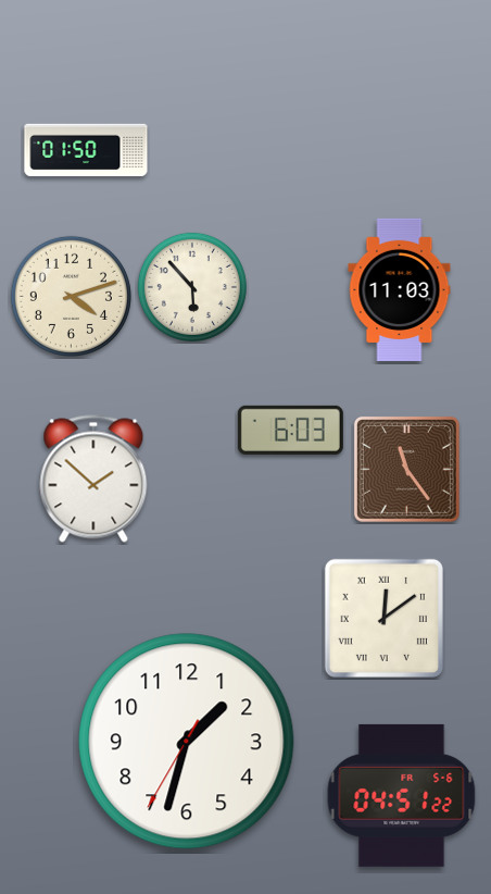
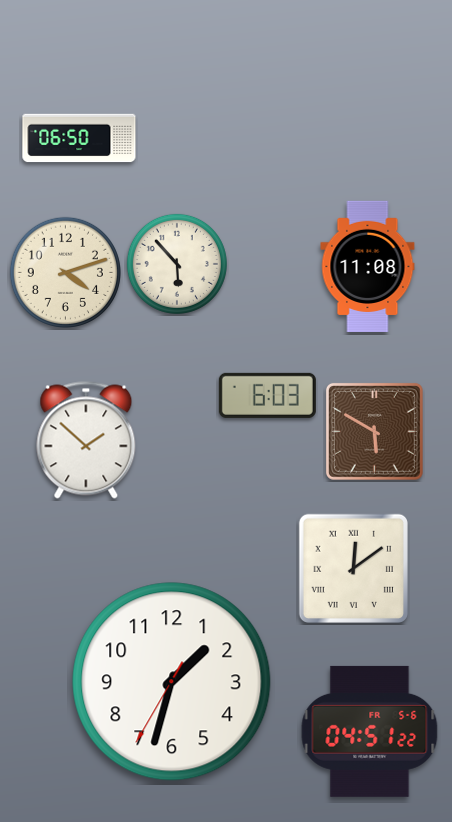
clock at (86, 150): 01:50 -> 06:50
clock at (400, 289): 11:03 -> 11:08
clock at (406, 469): 11:24 -> 5:50
